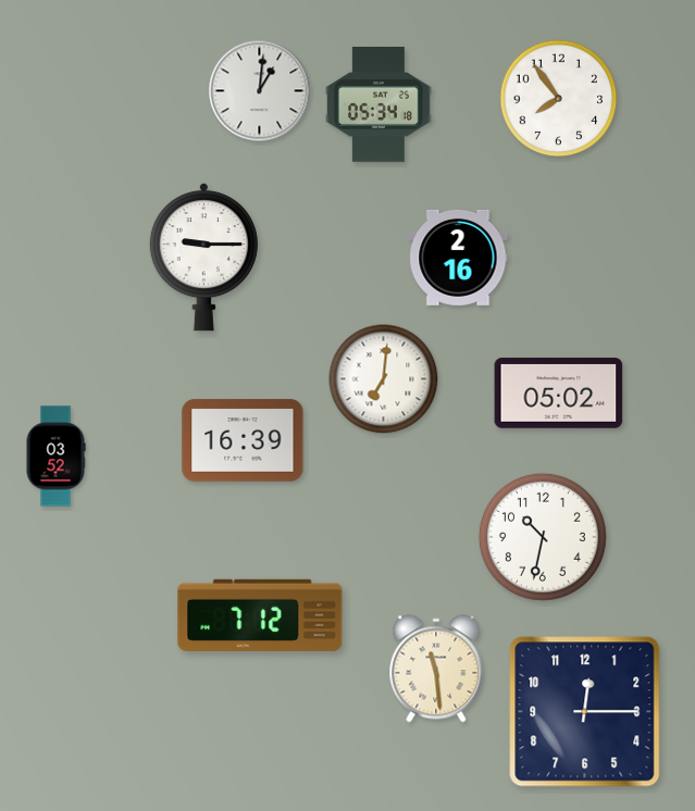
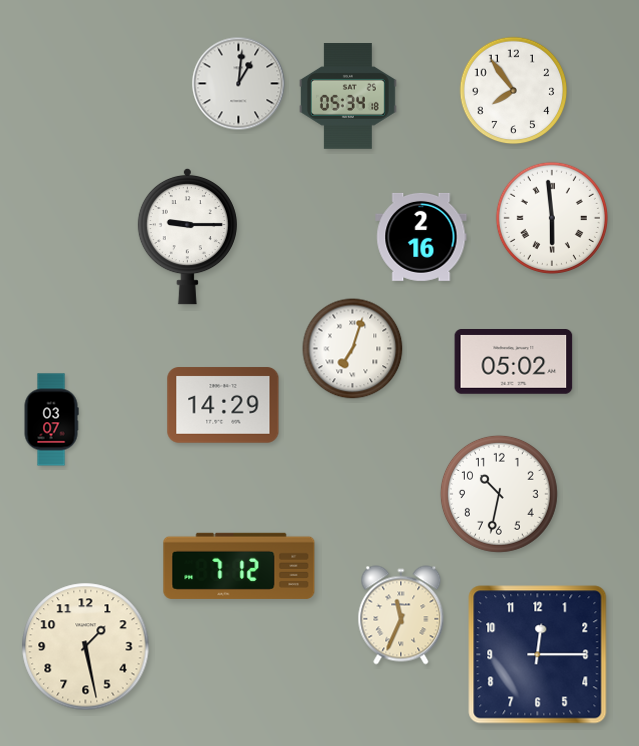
clock at (552, 218): none -> 5:59
clock at (384, 379): 7:01 -> 7:03
clock at (243, 440): 16:39 -> 14:29
clock at (55, 457): 03:52 -> 03:07
clock at (436, 669): 11:29 -> 11:34
clock at (86, 647): none -> 1:28
